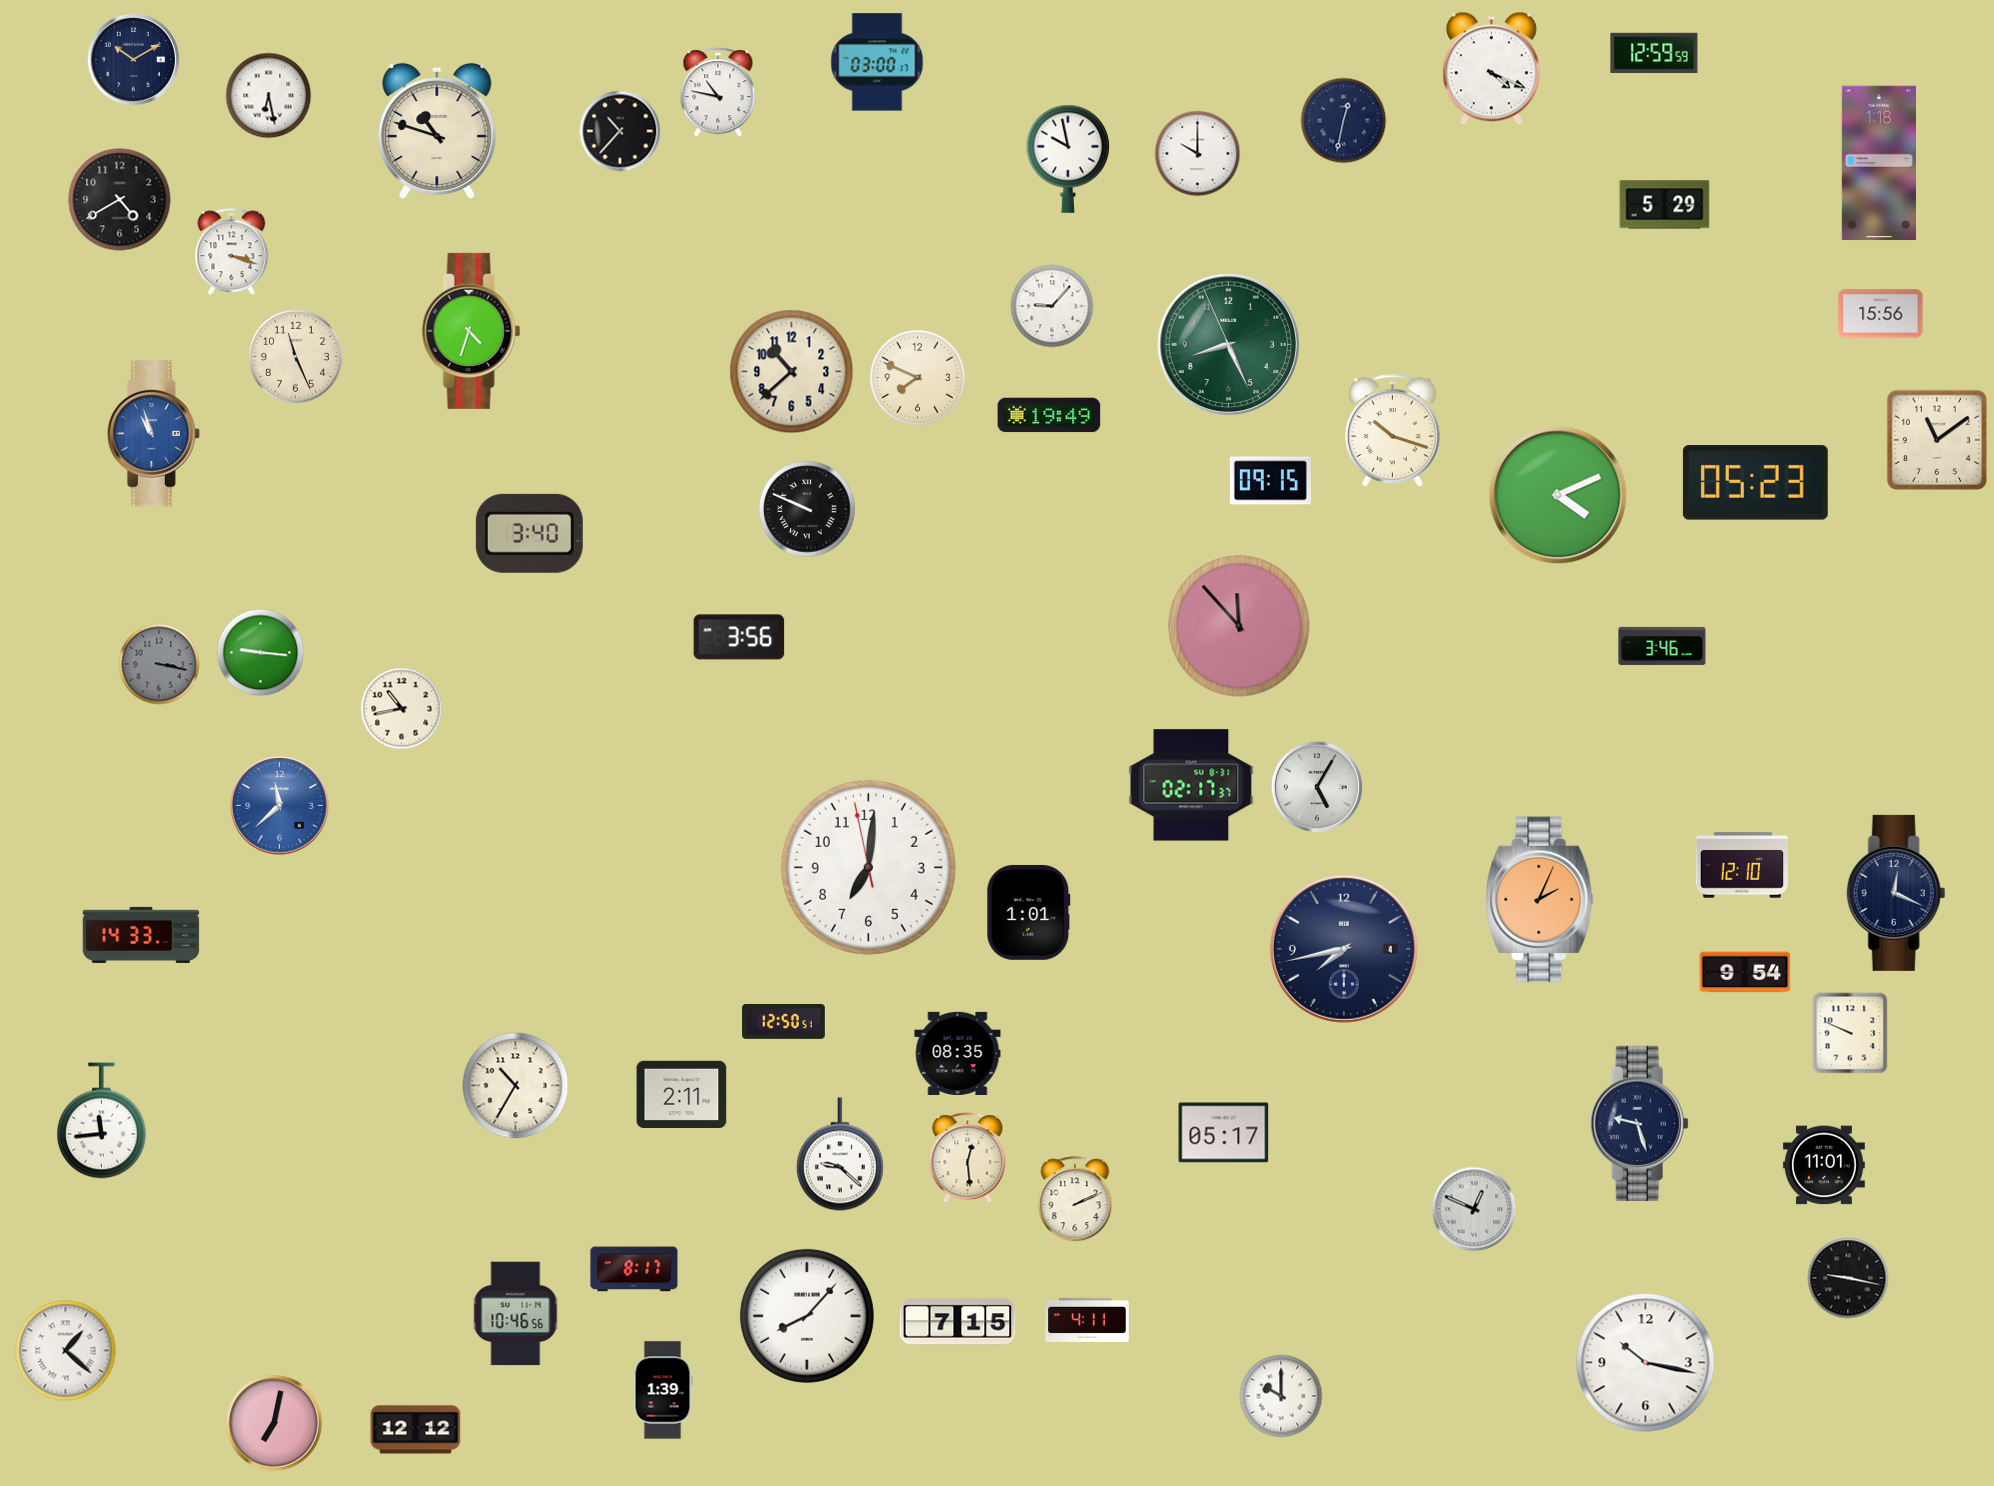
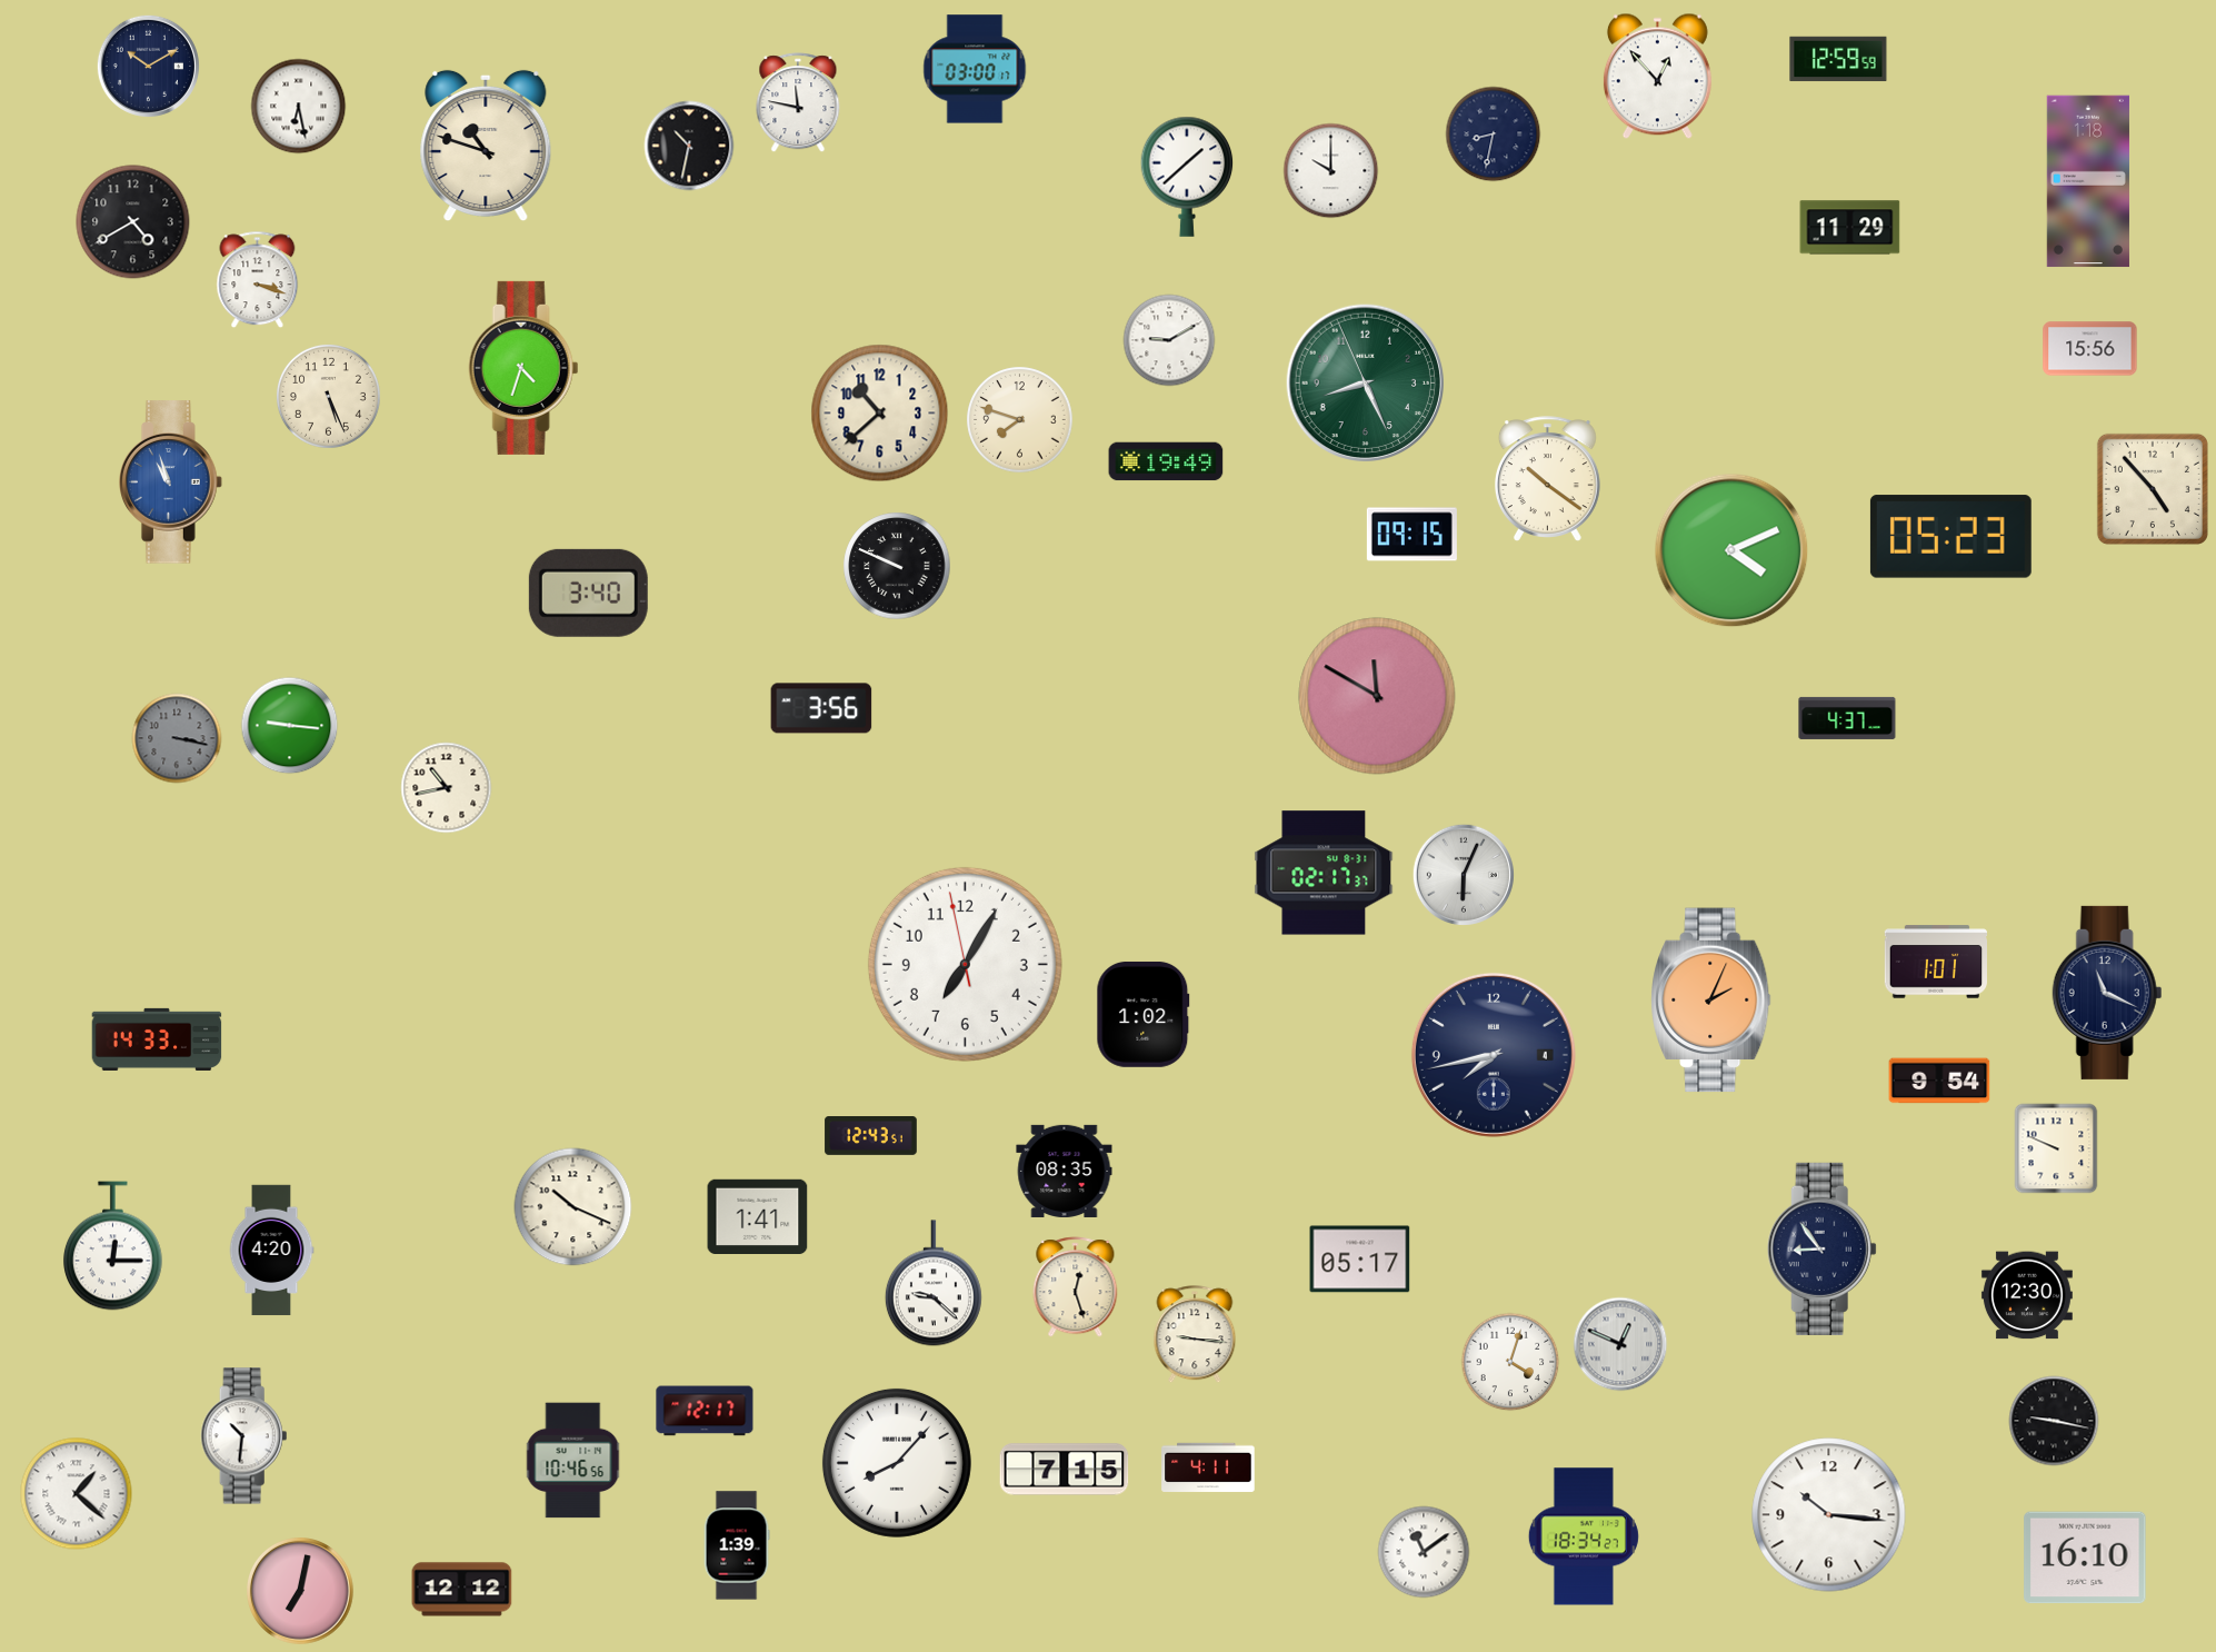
clock at (1491, 69): 4:19 -> 12:53
clock at (718, 93): 10:47 -> 11:47
clock at (1344, 121): 12:32 -> 8:32
clock at (620, 131): 10:37 -> 10:32
clock at (1068, 159): 9:58 -> 1:38
clock at (1665, 205): 5:29 -> 11:29
clock at (1052, 306): 9:07 -> 9:10
clock at (295, 356): 11:26 -> 5:26
clock at (918, 378): 7:49 -> 7:48
clock at (1392, 431): 10:18 -> 10:21
clock at (1937, 440): 11:09 -> 4:53
clock at (1239, 626): 11:53 -> 11:50
clock at (1662, 646): 3:46 -> 4:37
clock at (1316, 786): 5:05 -> 6:04
clock at (280, 806): 11:38 -> none
clock at (1741, 865): 12:10 -> 1:01
clock at (868, 867): 7:00 -> 7:04
clock at (1896, 893): 12:19 -> 11:19
clock at (1029, 912): 1:01 -> 1:02
clock at (784, 1022): 12:50 -> 12:43
clock at (516, 1086): 10:35 -> 10:19
clock at (682, 1094): 2:11 -> 1:41
clock at (102, 1121): 11:44 -> 12:15
clock at (1639, 1123): 9:27 -> 8:54
clock at (271, 1251): none -> 4:20
clock at (968, 1158): 12:29 -> 12:27
clock at (1824, 1165): 11:01 -> 12:30
clock at (1075, 1201): 2:11 -> 9:16
clock at (1474, 1209) position: (1474, 1209) -> (1620, 1344)
clock at (1510, 1362): none -> 4:03
clock at (634, 1269): 8:17 -> 12:17
clock at (244, 1436): none -> 10:31
clock at (66, 1351) position: (66, 1351) -> (77, 1494)
clock at (1646, 1363): 10:17 -> 10:16
clock at (1584, 1536): none -> 18:34
clock at (1281, 1396): 10:00 -> 11:09
clock at (2085, 1558): none -> 16:10
clock at (275, 1424) position: (275, 1424) -> (301, 1592)
